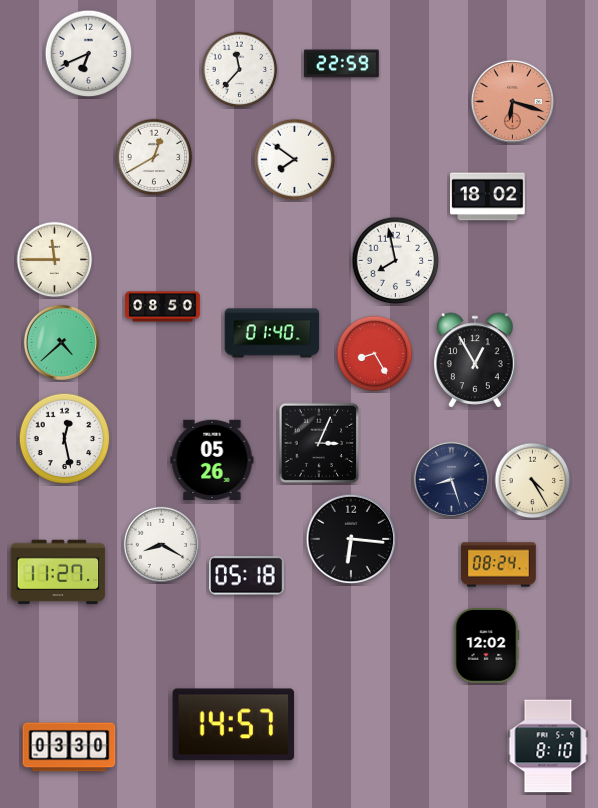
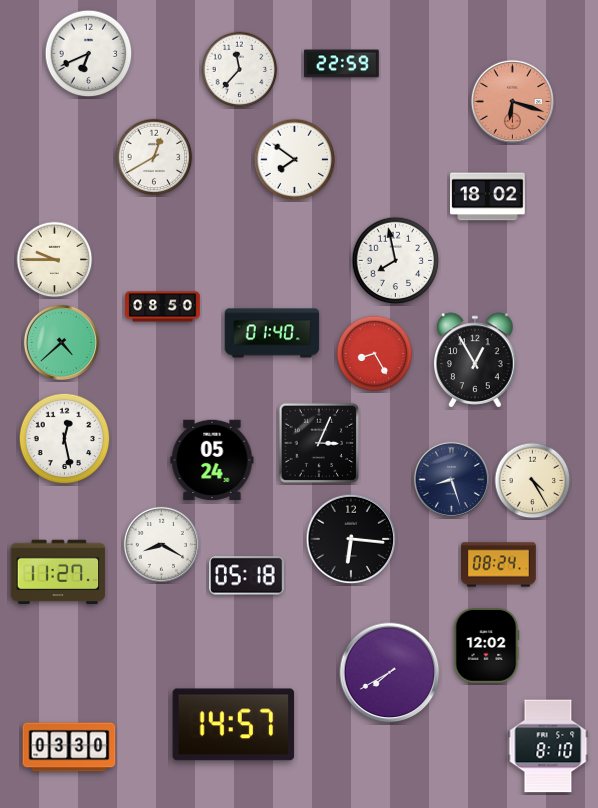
clock at (55, 260): 11:45 -> 9:45
clock at (212, 460): 05:26 -> 05:24
clock at (390, 673): none -> 7:40
